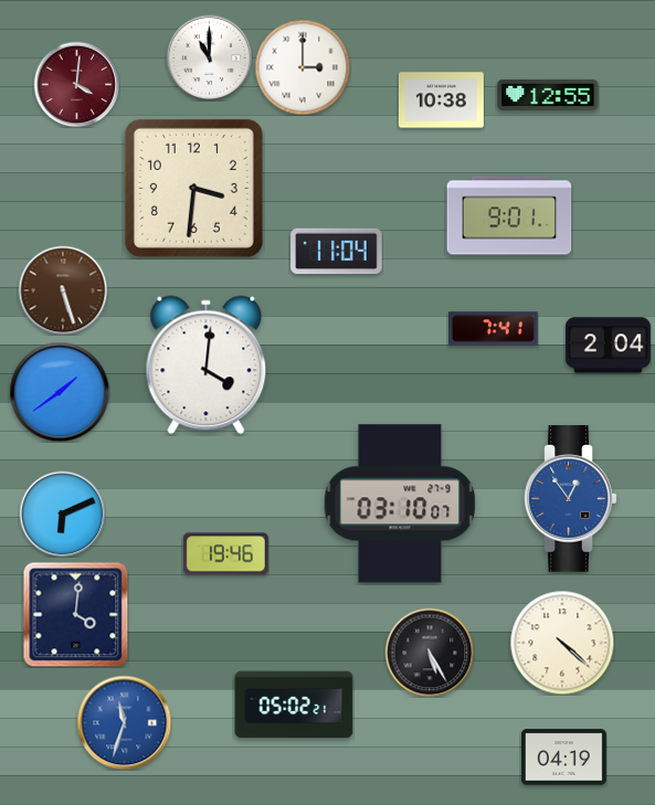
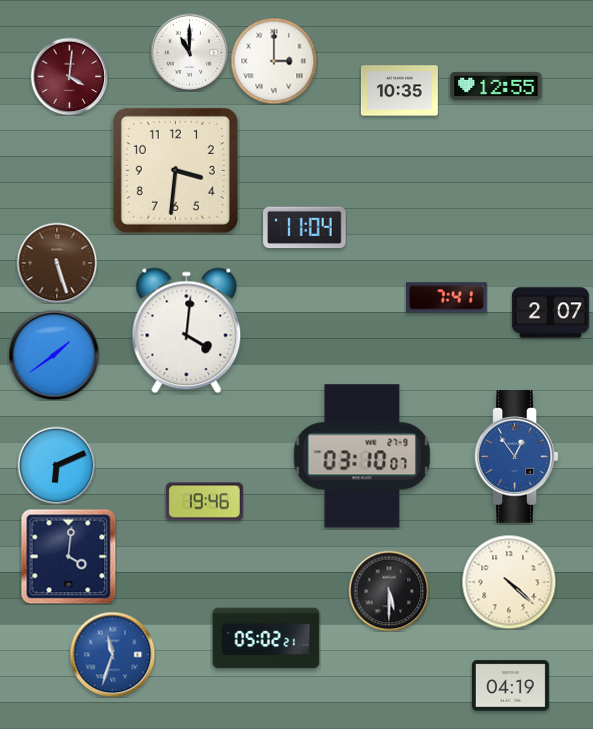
clock at (441, 100): 10:38 -> 10:35
clock at (509, 215): 9:01 -> none
clock at (608, 346): 2:04 -> 2:07
clock at (571, 499) position: (571, 499) -> (517, 457)
clock at (430, 653): 5:25 -> 5:30
